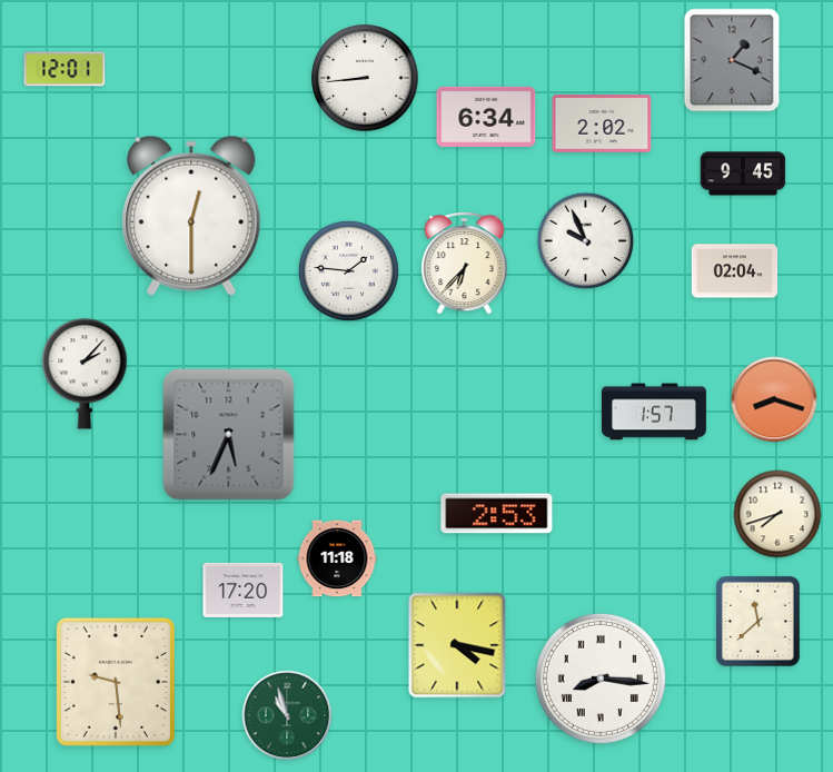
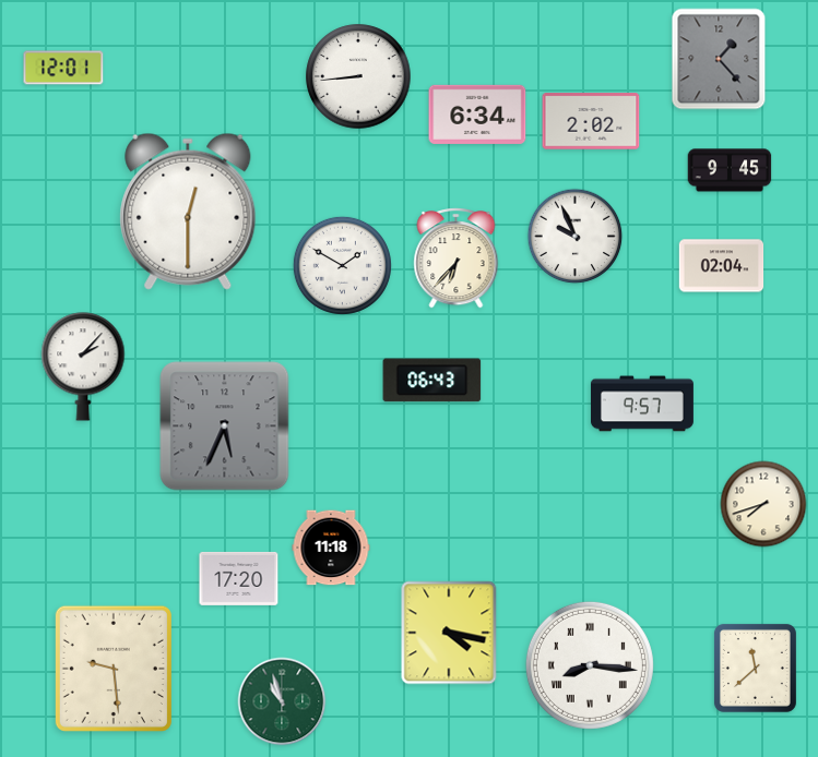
clock at (732, 60): 1:19 -> 1:23
clock at (348, 270): 1:46 -> 1:50
clock at (432, 381): none -> 06:43
clock at (774, 399): 8:18 -> none
clock at (654, 412): 1:57 -> 9:57
clock at (497, 514): 2:53 -> none
clock at (757, 621) position: (757, 621) -> (755, 668)
